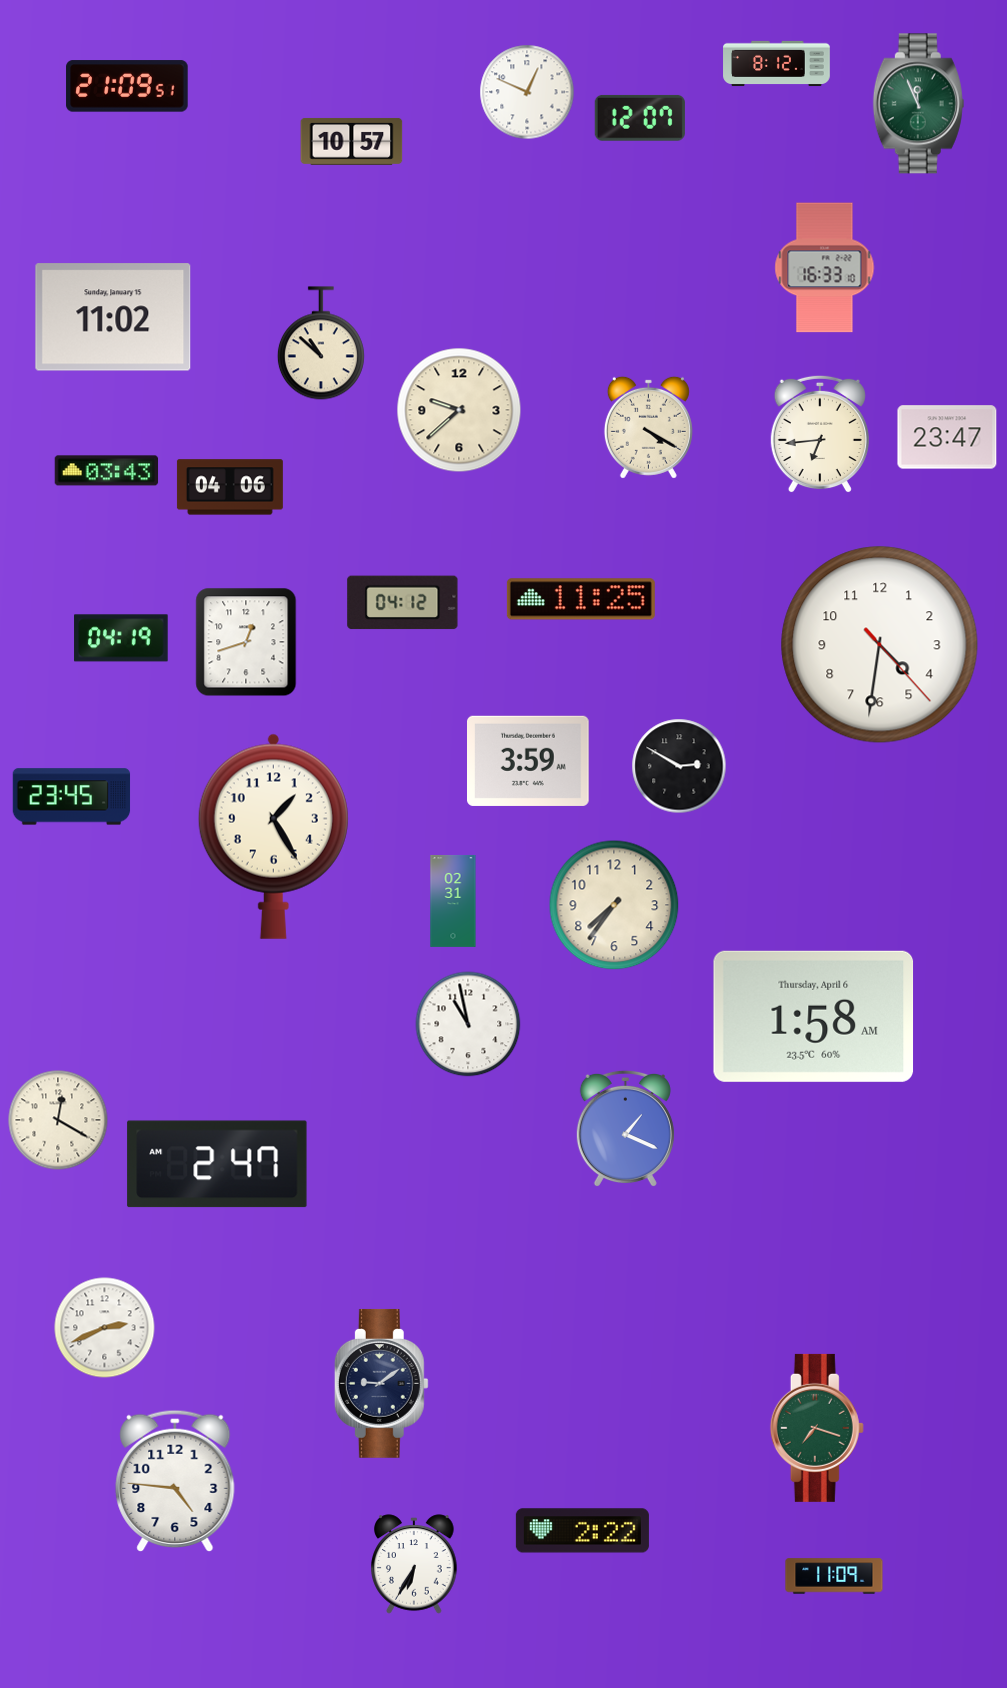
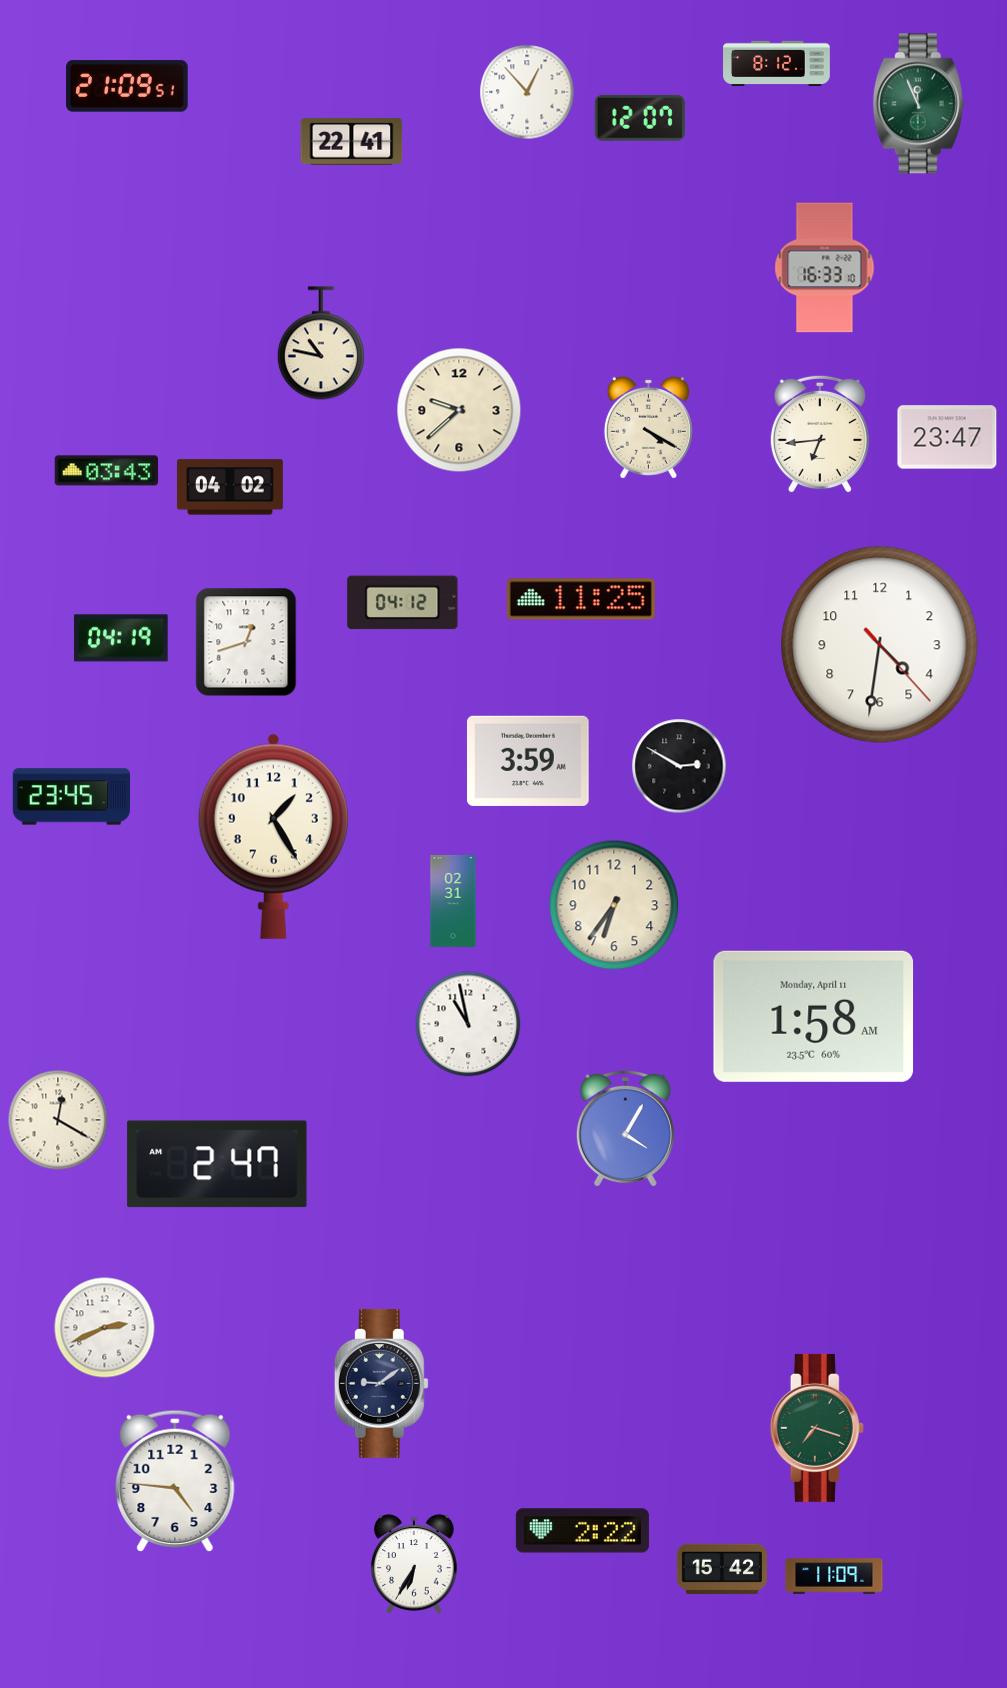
clock at (527, 92): 12:49 -> 12:53
clock at (352, 141): 10:57 -> 22:41
clock at (113, 317): 11:02 -> none
clock at (321, 343): 10:52 -> 10:47
clock at (230, 487): 04:06 -> 04:02
clock at (614, 905): 7:36 -> 6:36
clock at (814, 1016) date: Thursday, April 6 -> Monday, April 11
clock at (625, 1129): 1:19 -> 4:05
clock at (722, 1569): none -> 15:42
